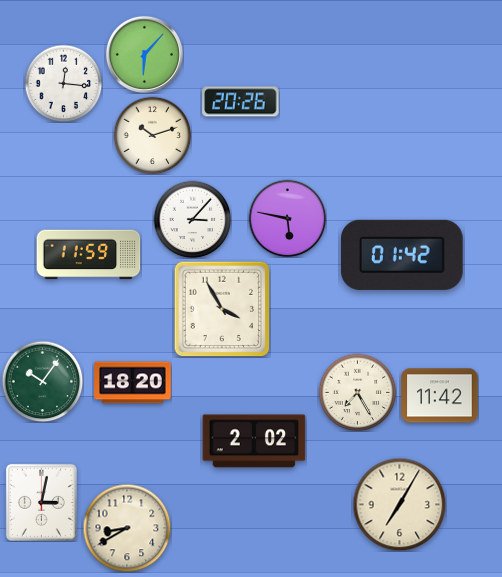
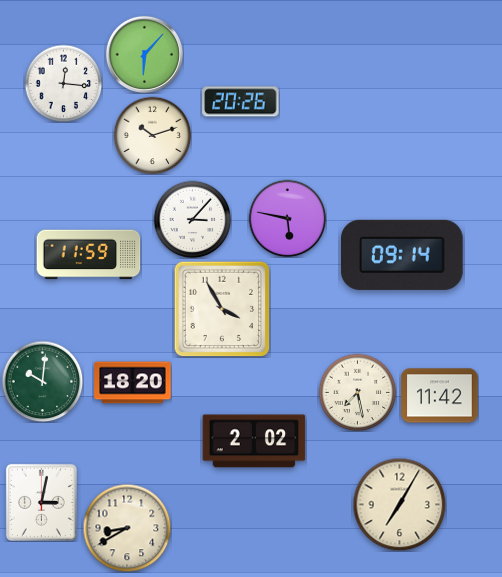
clock at (402, 255): 01:42 -> 09:14
clock at (42, 381): 10:06 -> 10:01
clock at (357, 392): 7:25 -> 7:28
